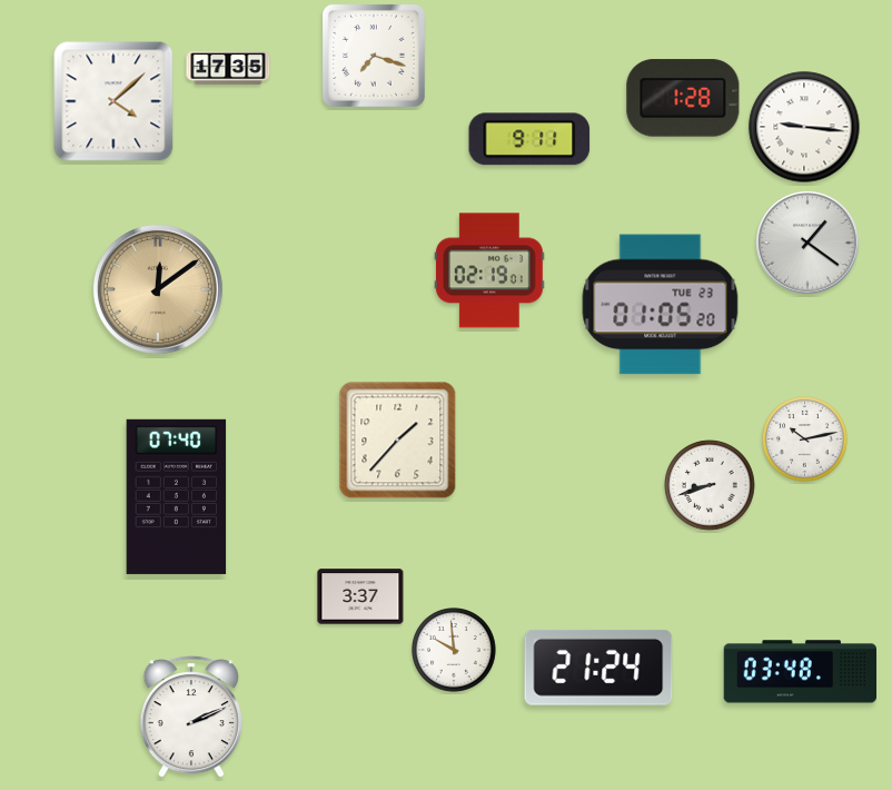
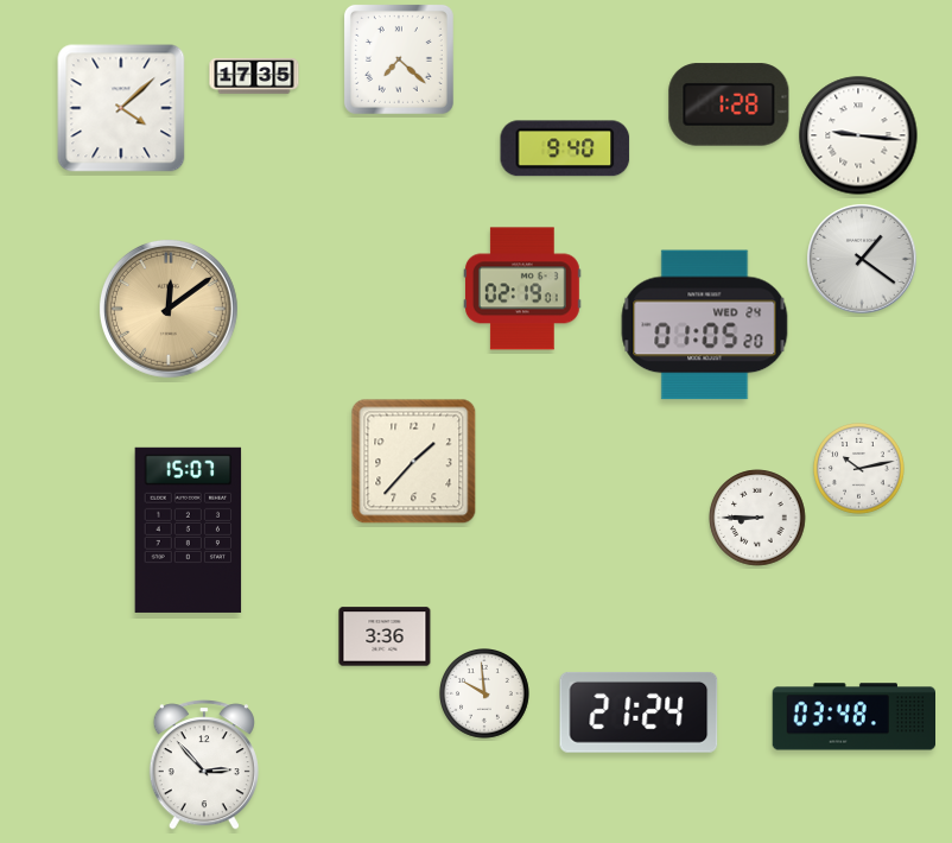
clock at (374, 56): 7:18 -> 7:22
clock at (228, 68) position: (228, 68) -> (254, 76)
clock at (529, 139): 9:11 -> 9:40
clock at (661, 305) date: TUE 23 -> WED 24
clock at (398, 441) position: (398, 441) -> (414, 462)
clock at (710, 485): 8:42 -> 8:45
clock at (177, 496): 07:40 -> 15:07
clock at (360, 596): 3:37 -> 3:36
clock at (191, 717): 2:11 -> 2:53
